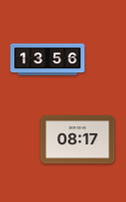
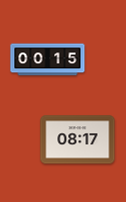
clock at (48, 60): 13:56 -> 00:15
